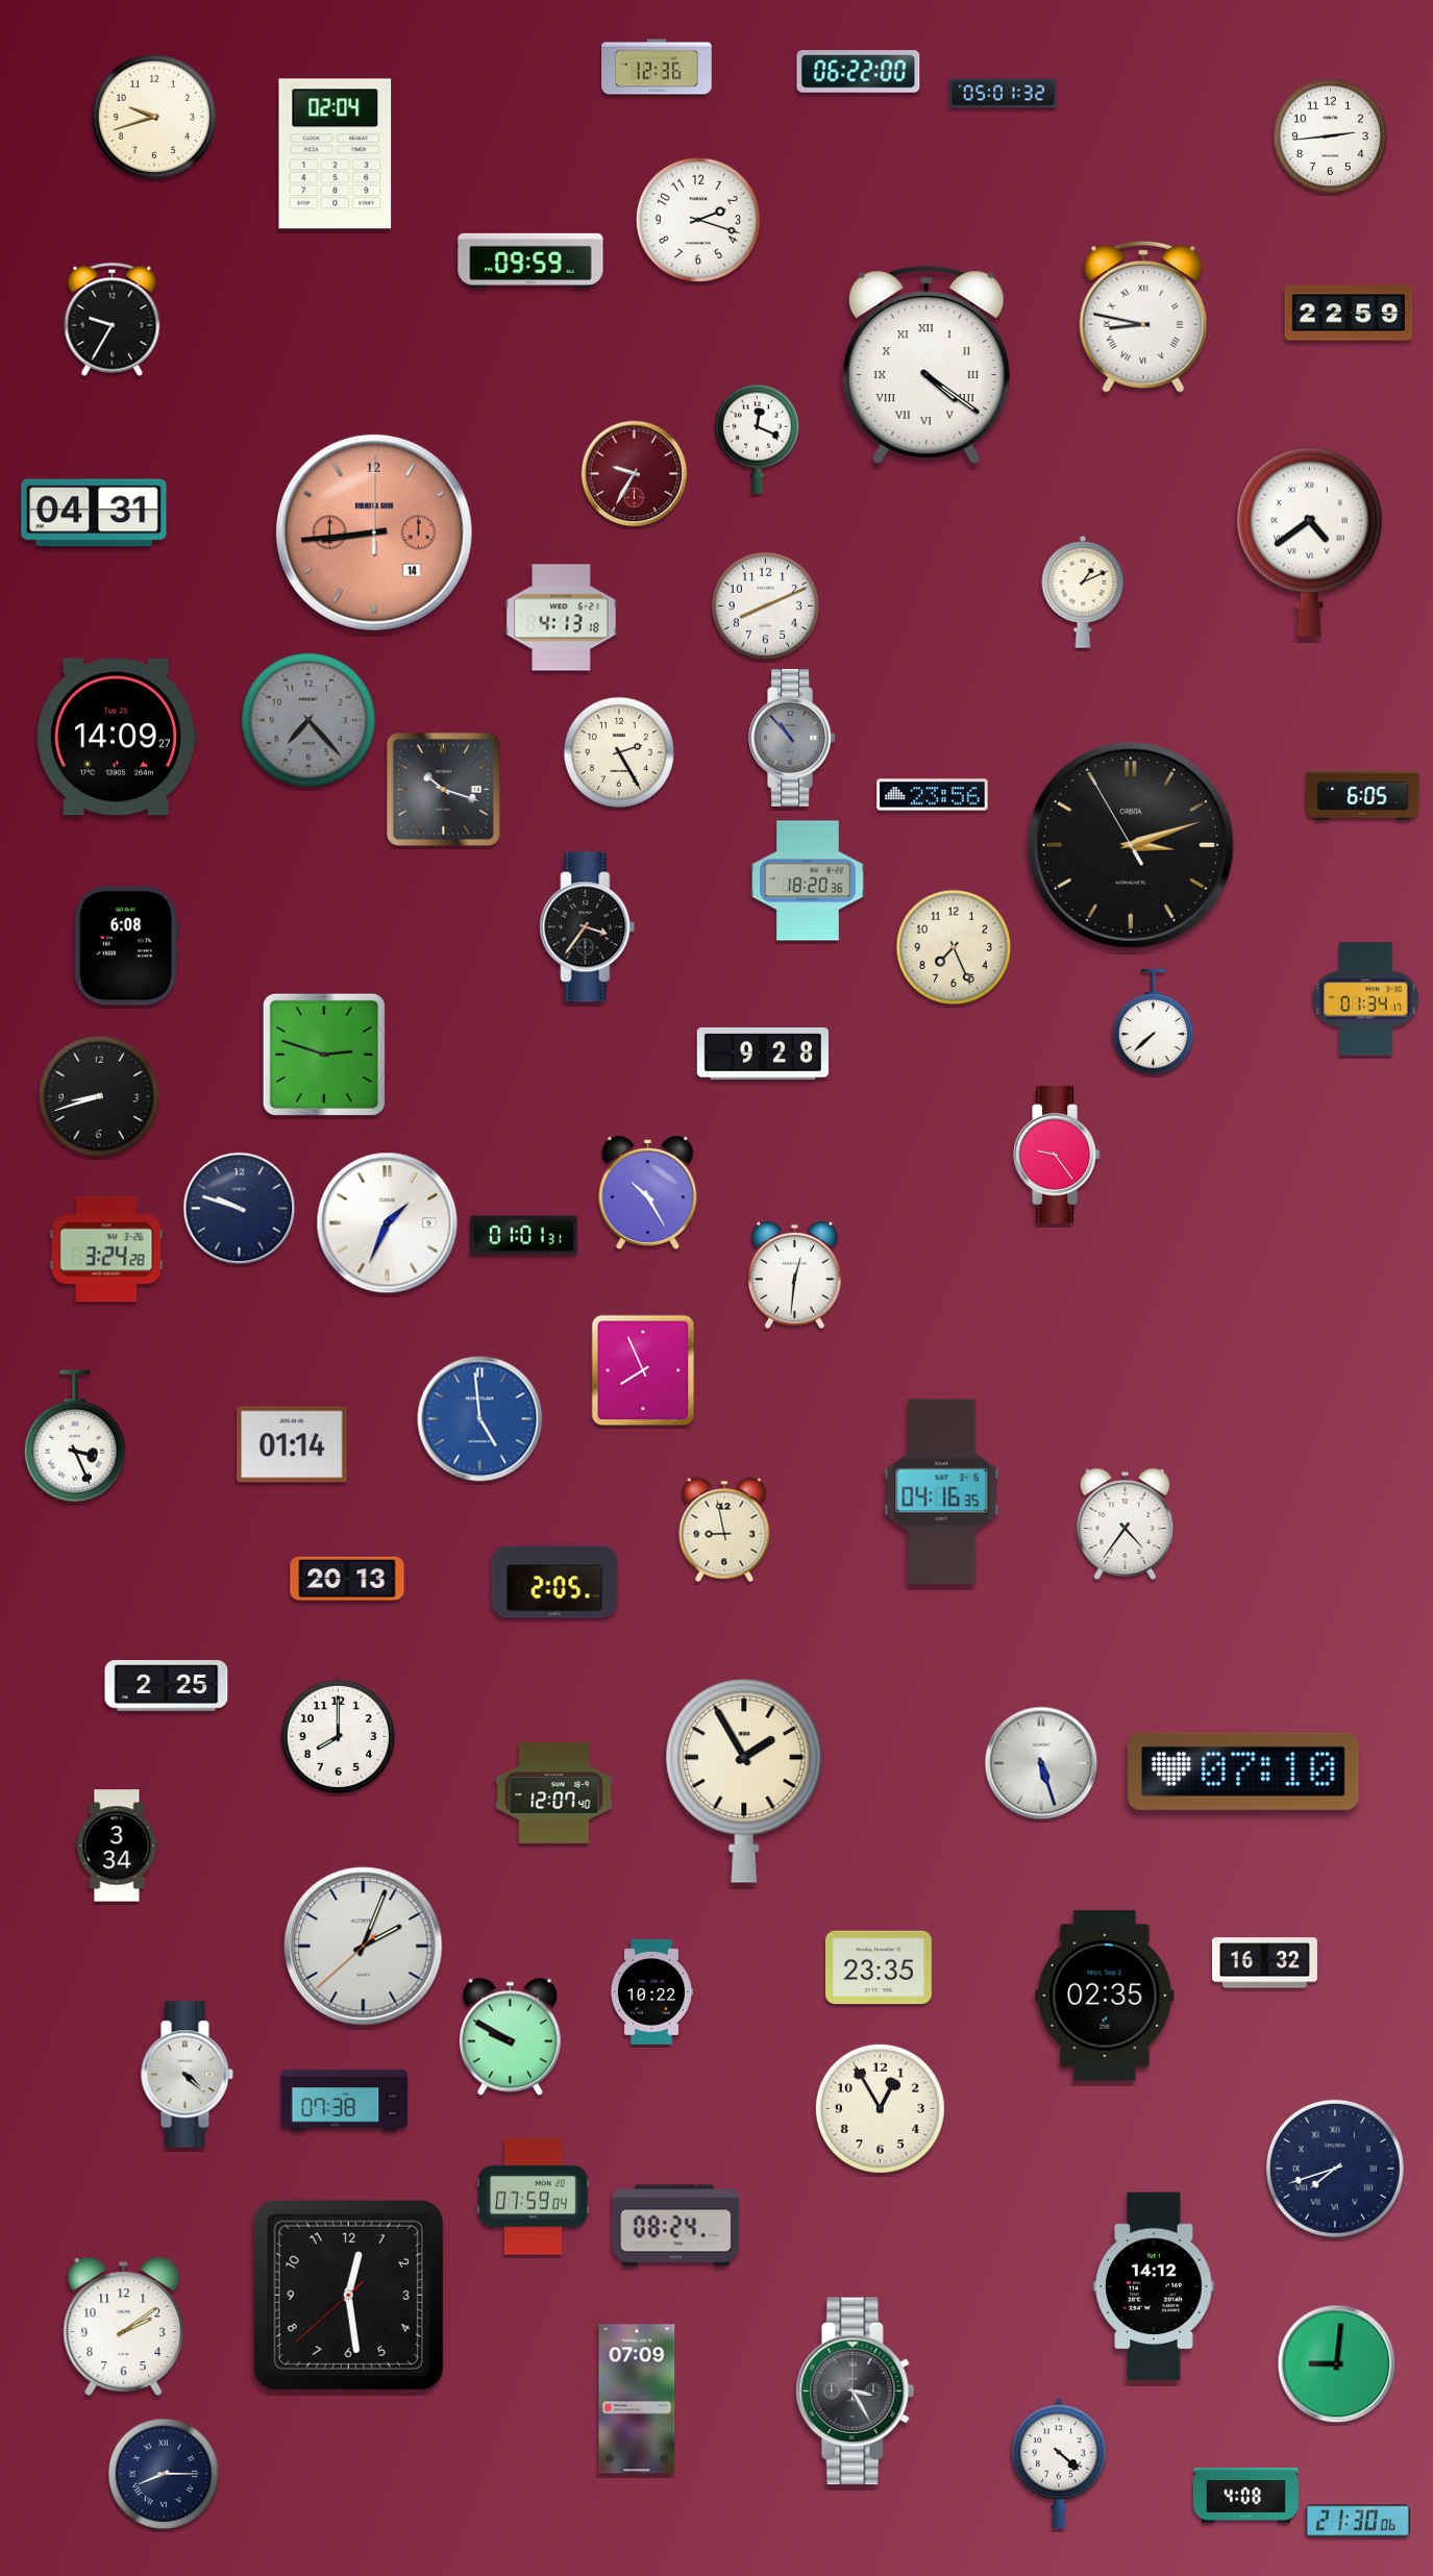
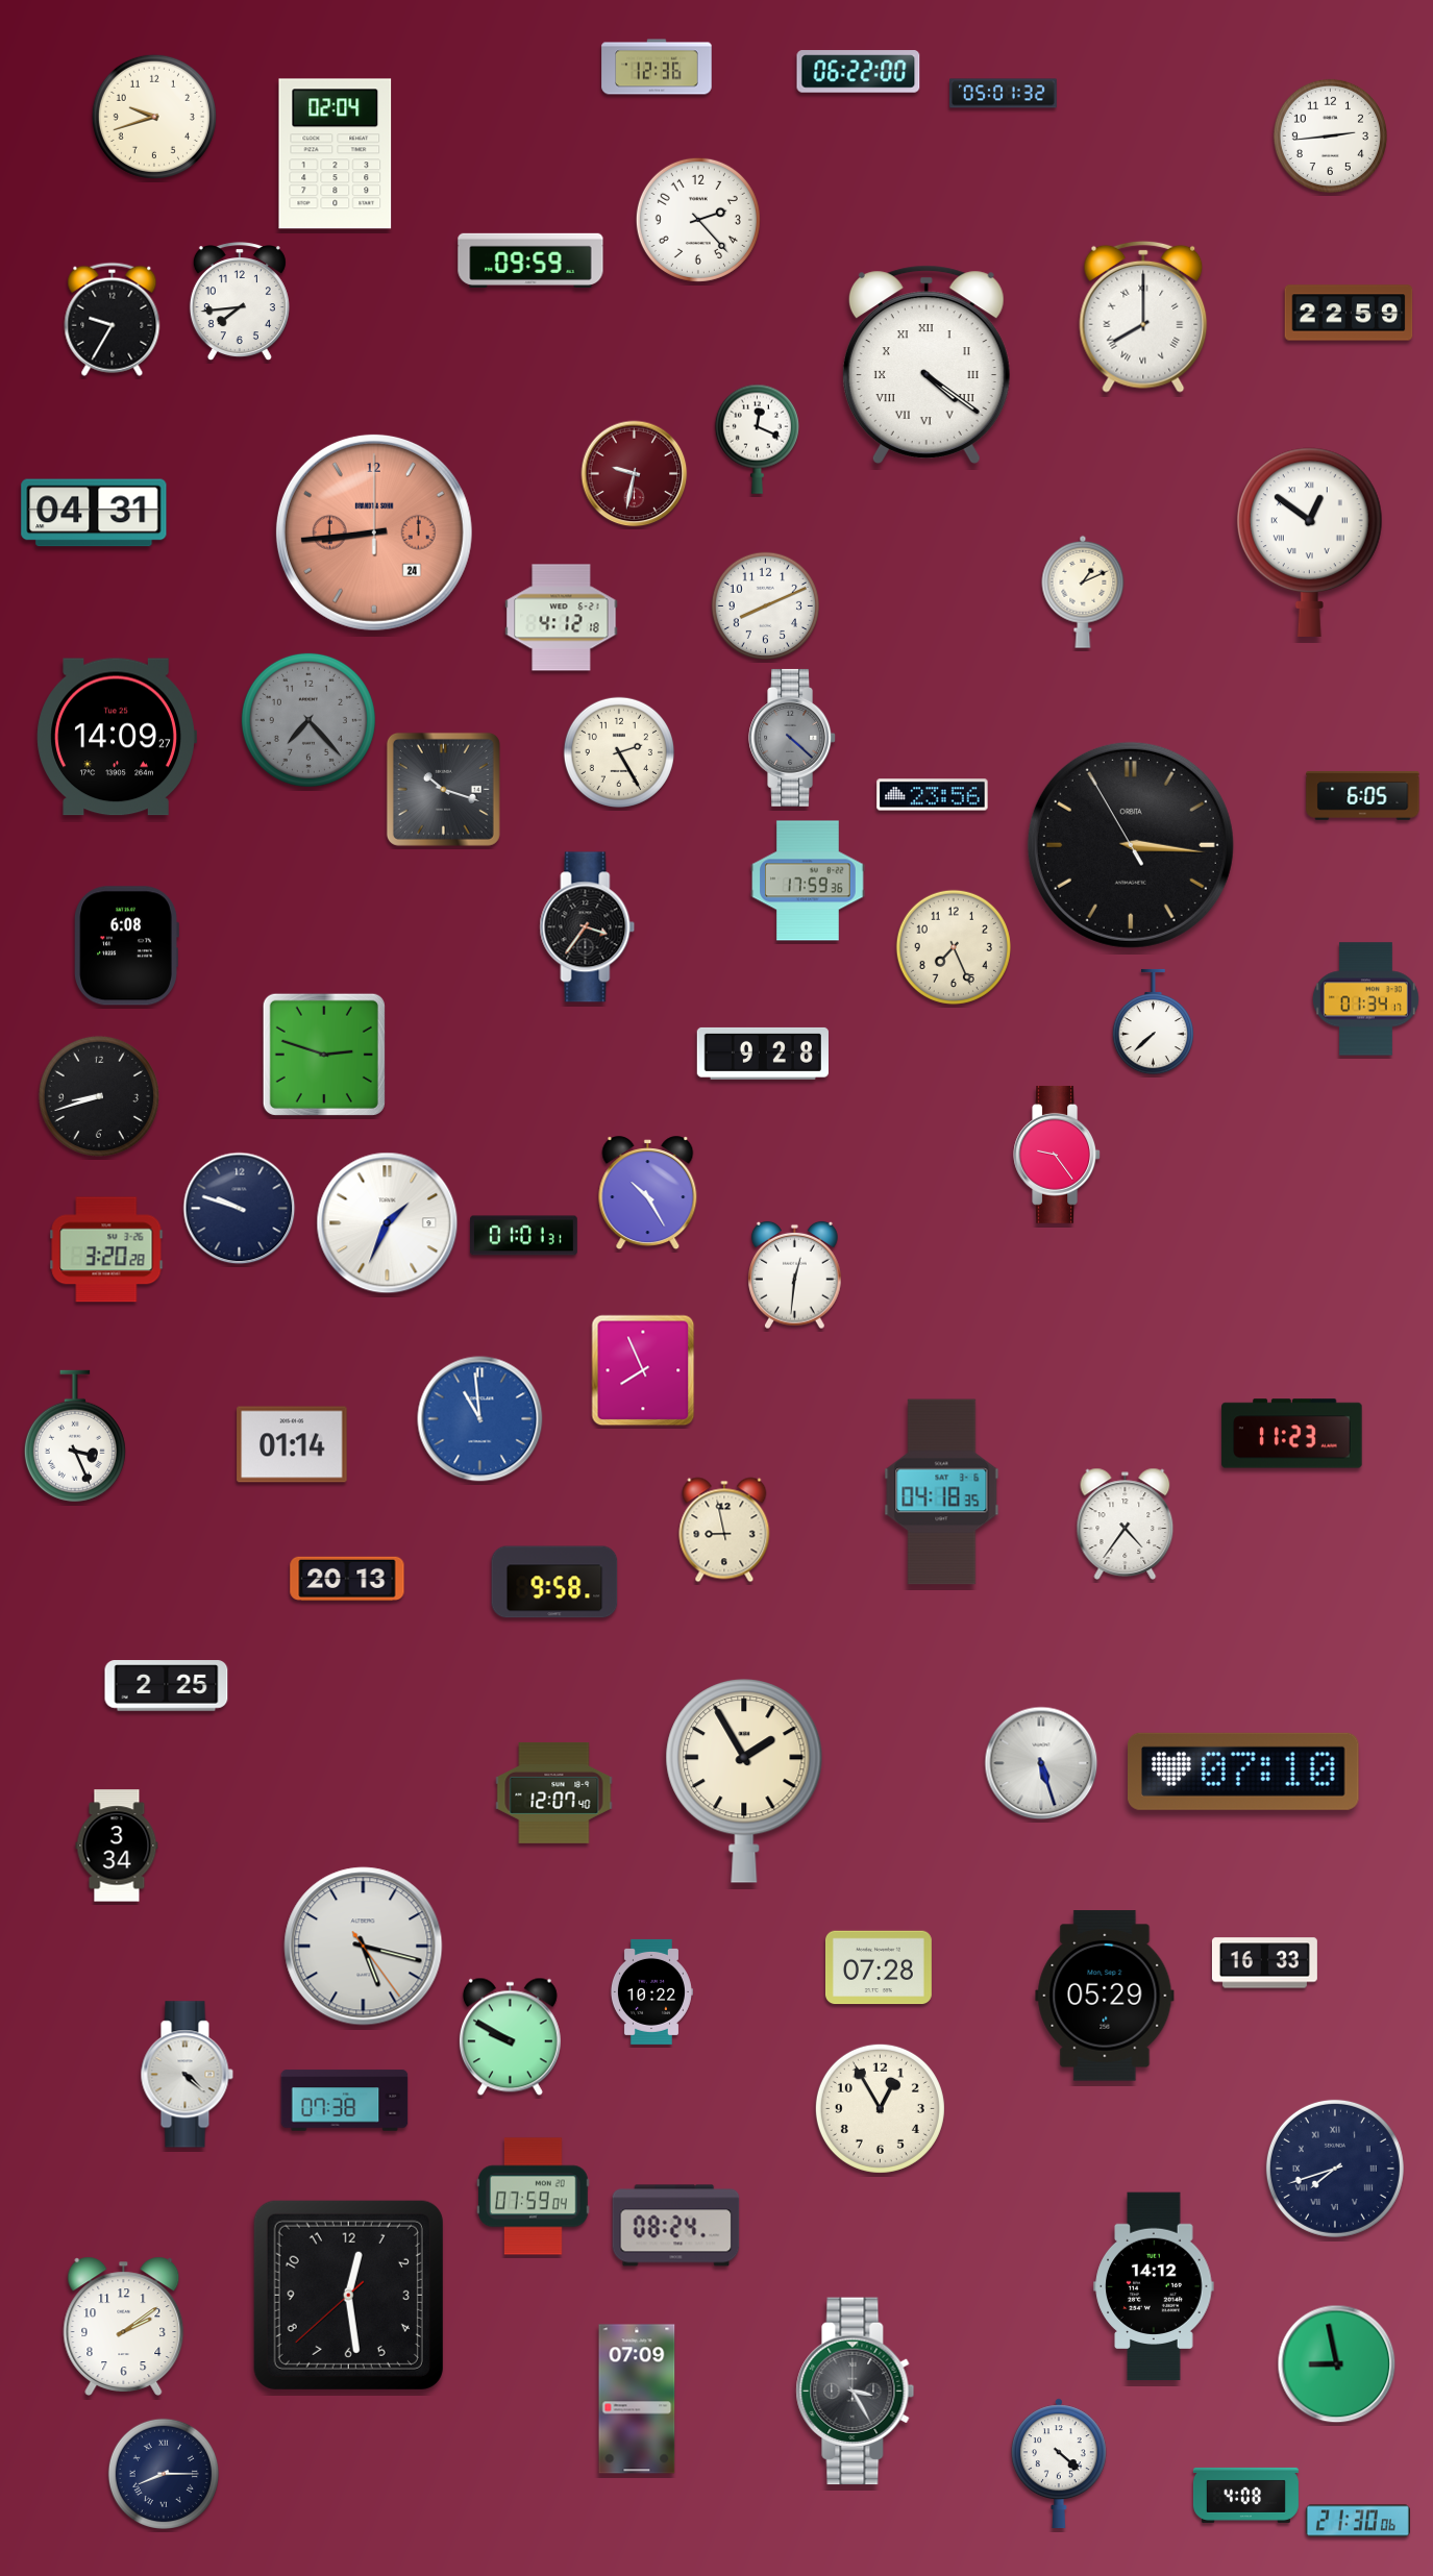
clock at (698, 220): 2:18 -> 2:23
clock at (240, 302): none -> 7:44
clock at (1143, 317): 8:47 -> 8:00
clock at (635, 474): 9:35 -> 9:32
clock at (374, 532) date: 14 -> 24
clock at (1309, 542): 4:39 -> 12:51
clock at (562, 618): 4:13 -> 4:12
clock at (792, 738): 10:53 -> 4:22
clock at (1131, 845): 3:11 -> 3:15
clock at (808, 881): 18:20 -> 17:59
clock at (106, 1249): 3:24 -> 3:20
clock at (480, 1419): 4:59 -> 10:59
clock at (1292, 1434): none -> 11:23
clock at (942, 1492): 04:16 -> 04:18
clock at (554, 1582): 2:05 -> 9:58
clock at (338, 1736): 8:00 -> none
clock at (364, 1947): 2:03 -> 5:17
clock at (1264, 1963): 16:32 -> 16:33
clock at (879, 1967): 23:35 -> 07:28
clock at (1105, 1996): 02:35 -> 05:29
clock at (1337, 2364): 9:01 -> 8:58
